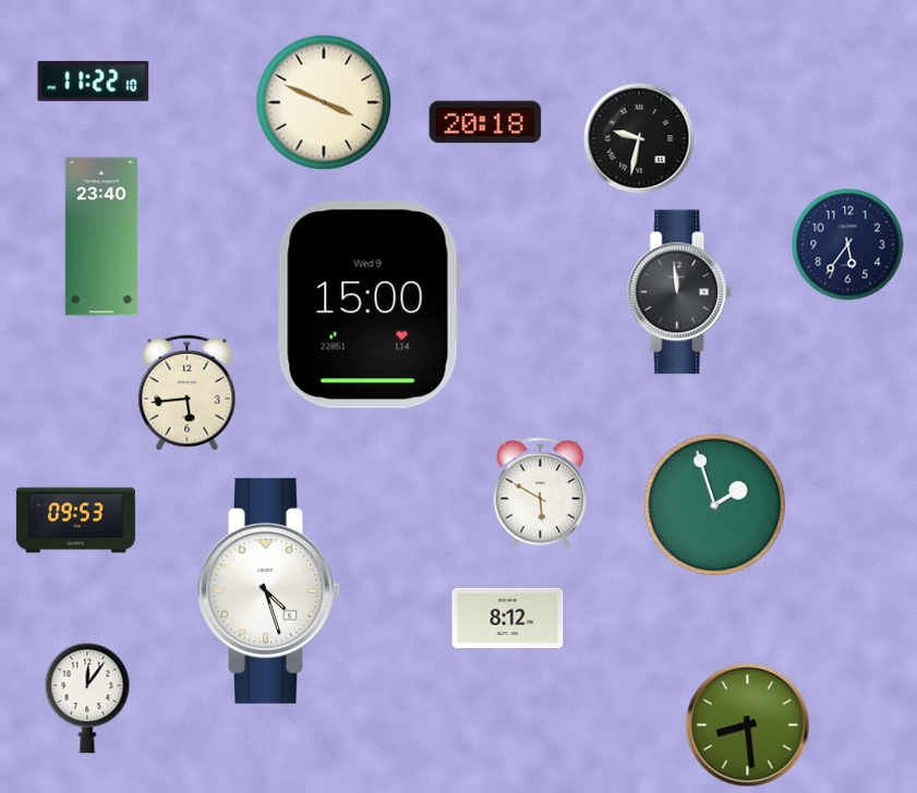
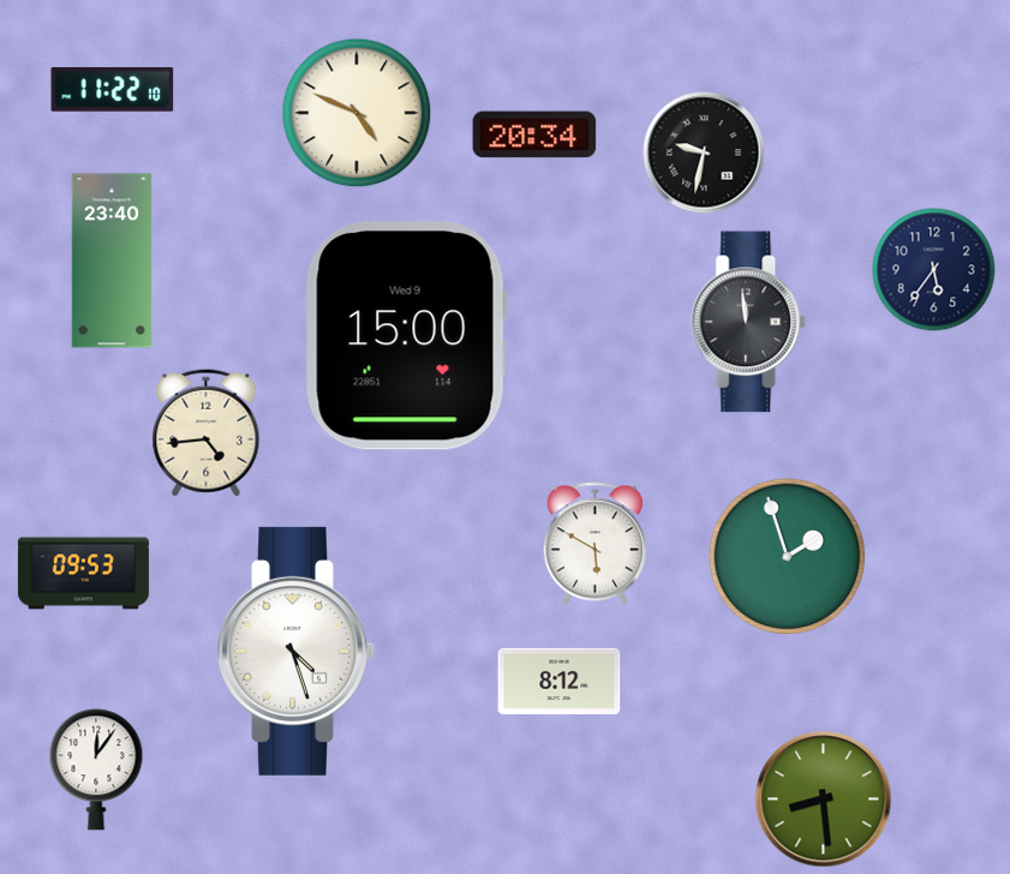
clock at (94, 81) position: (94, 81) -> (113, 89)
clock at (324, 102): 3:49 -> 4:49
clock at (485, 122): 20:18 -> 20:34
clock at (188, 393): 5:44 -> 4:44
